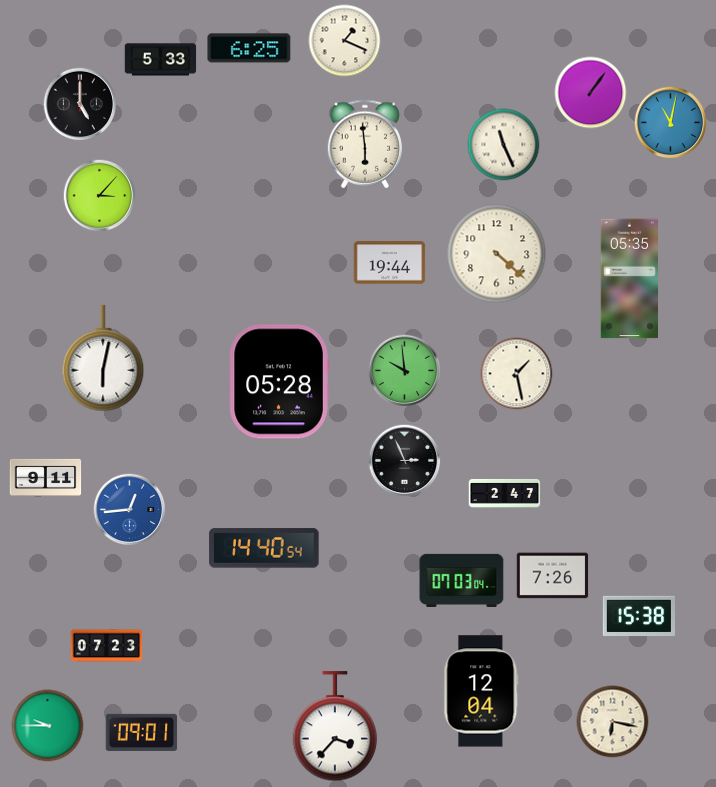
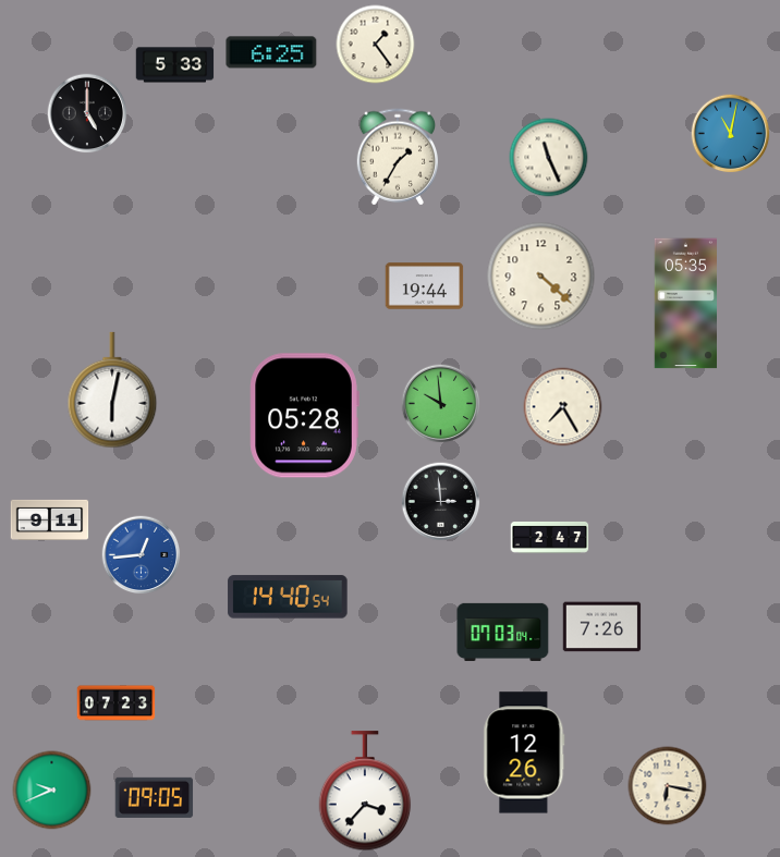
clock at (345, 41): 1:19 -> 1:24
clock at (591, 93): 1:06 -> none
clock at (364, 144): 5:59 -> 1:35
clock at (100, 196): 3:07 -> none
clock at (517, 374): 1:28 -> 7:25
clock at (405, 461): 2:56 -> 2:59
clock at (638, 616): 15:38 -> none
clock at (481, 691): 12:04 -> 12:26
clock at (48, 726): 9:45 -> 9:41
clock at (142, 732): 09:01 -> 09:05
